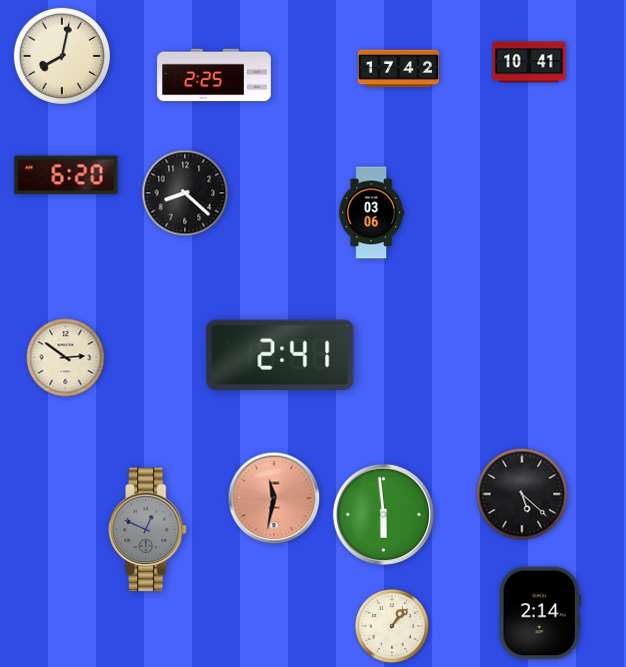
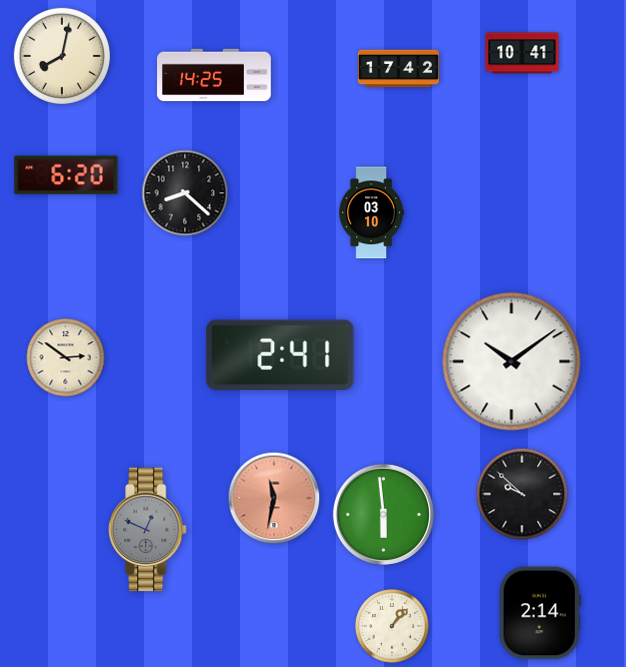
clock at (529, 62) position: (529, 62) -> (522, 53)
clock at (214, 75): 2:25 -> 14:25
clock at (371, 213): 03:06 -> 03:10
clock at (512, 362): none -> 10:09
clock at (522, 494): 5:22 -> 9:52
